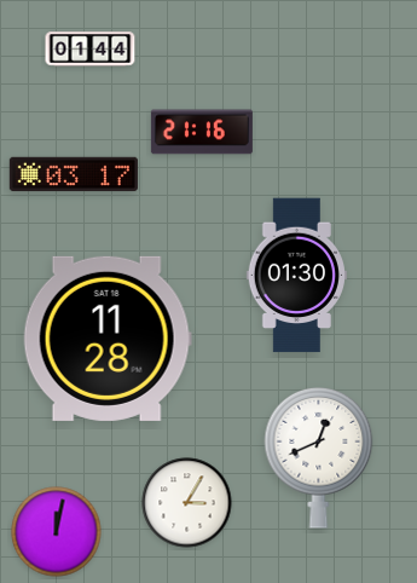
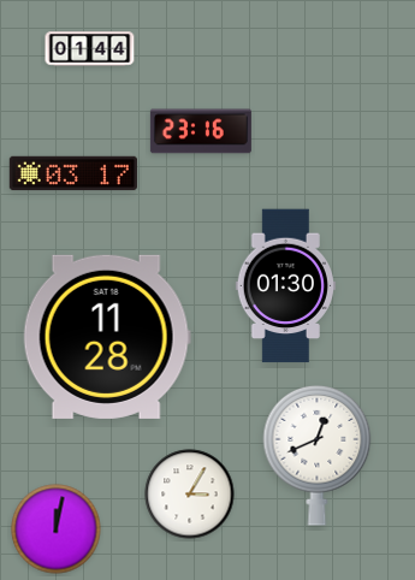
clock at (202, 132): 21:16 -> 23:16
clock at (296, 276) position: (296, 276) -> (285, 286)
clock at (187, 503) position: (187, 503) -> (190, 495)
